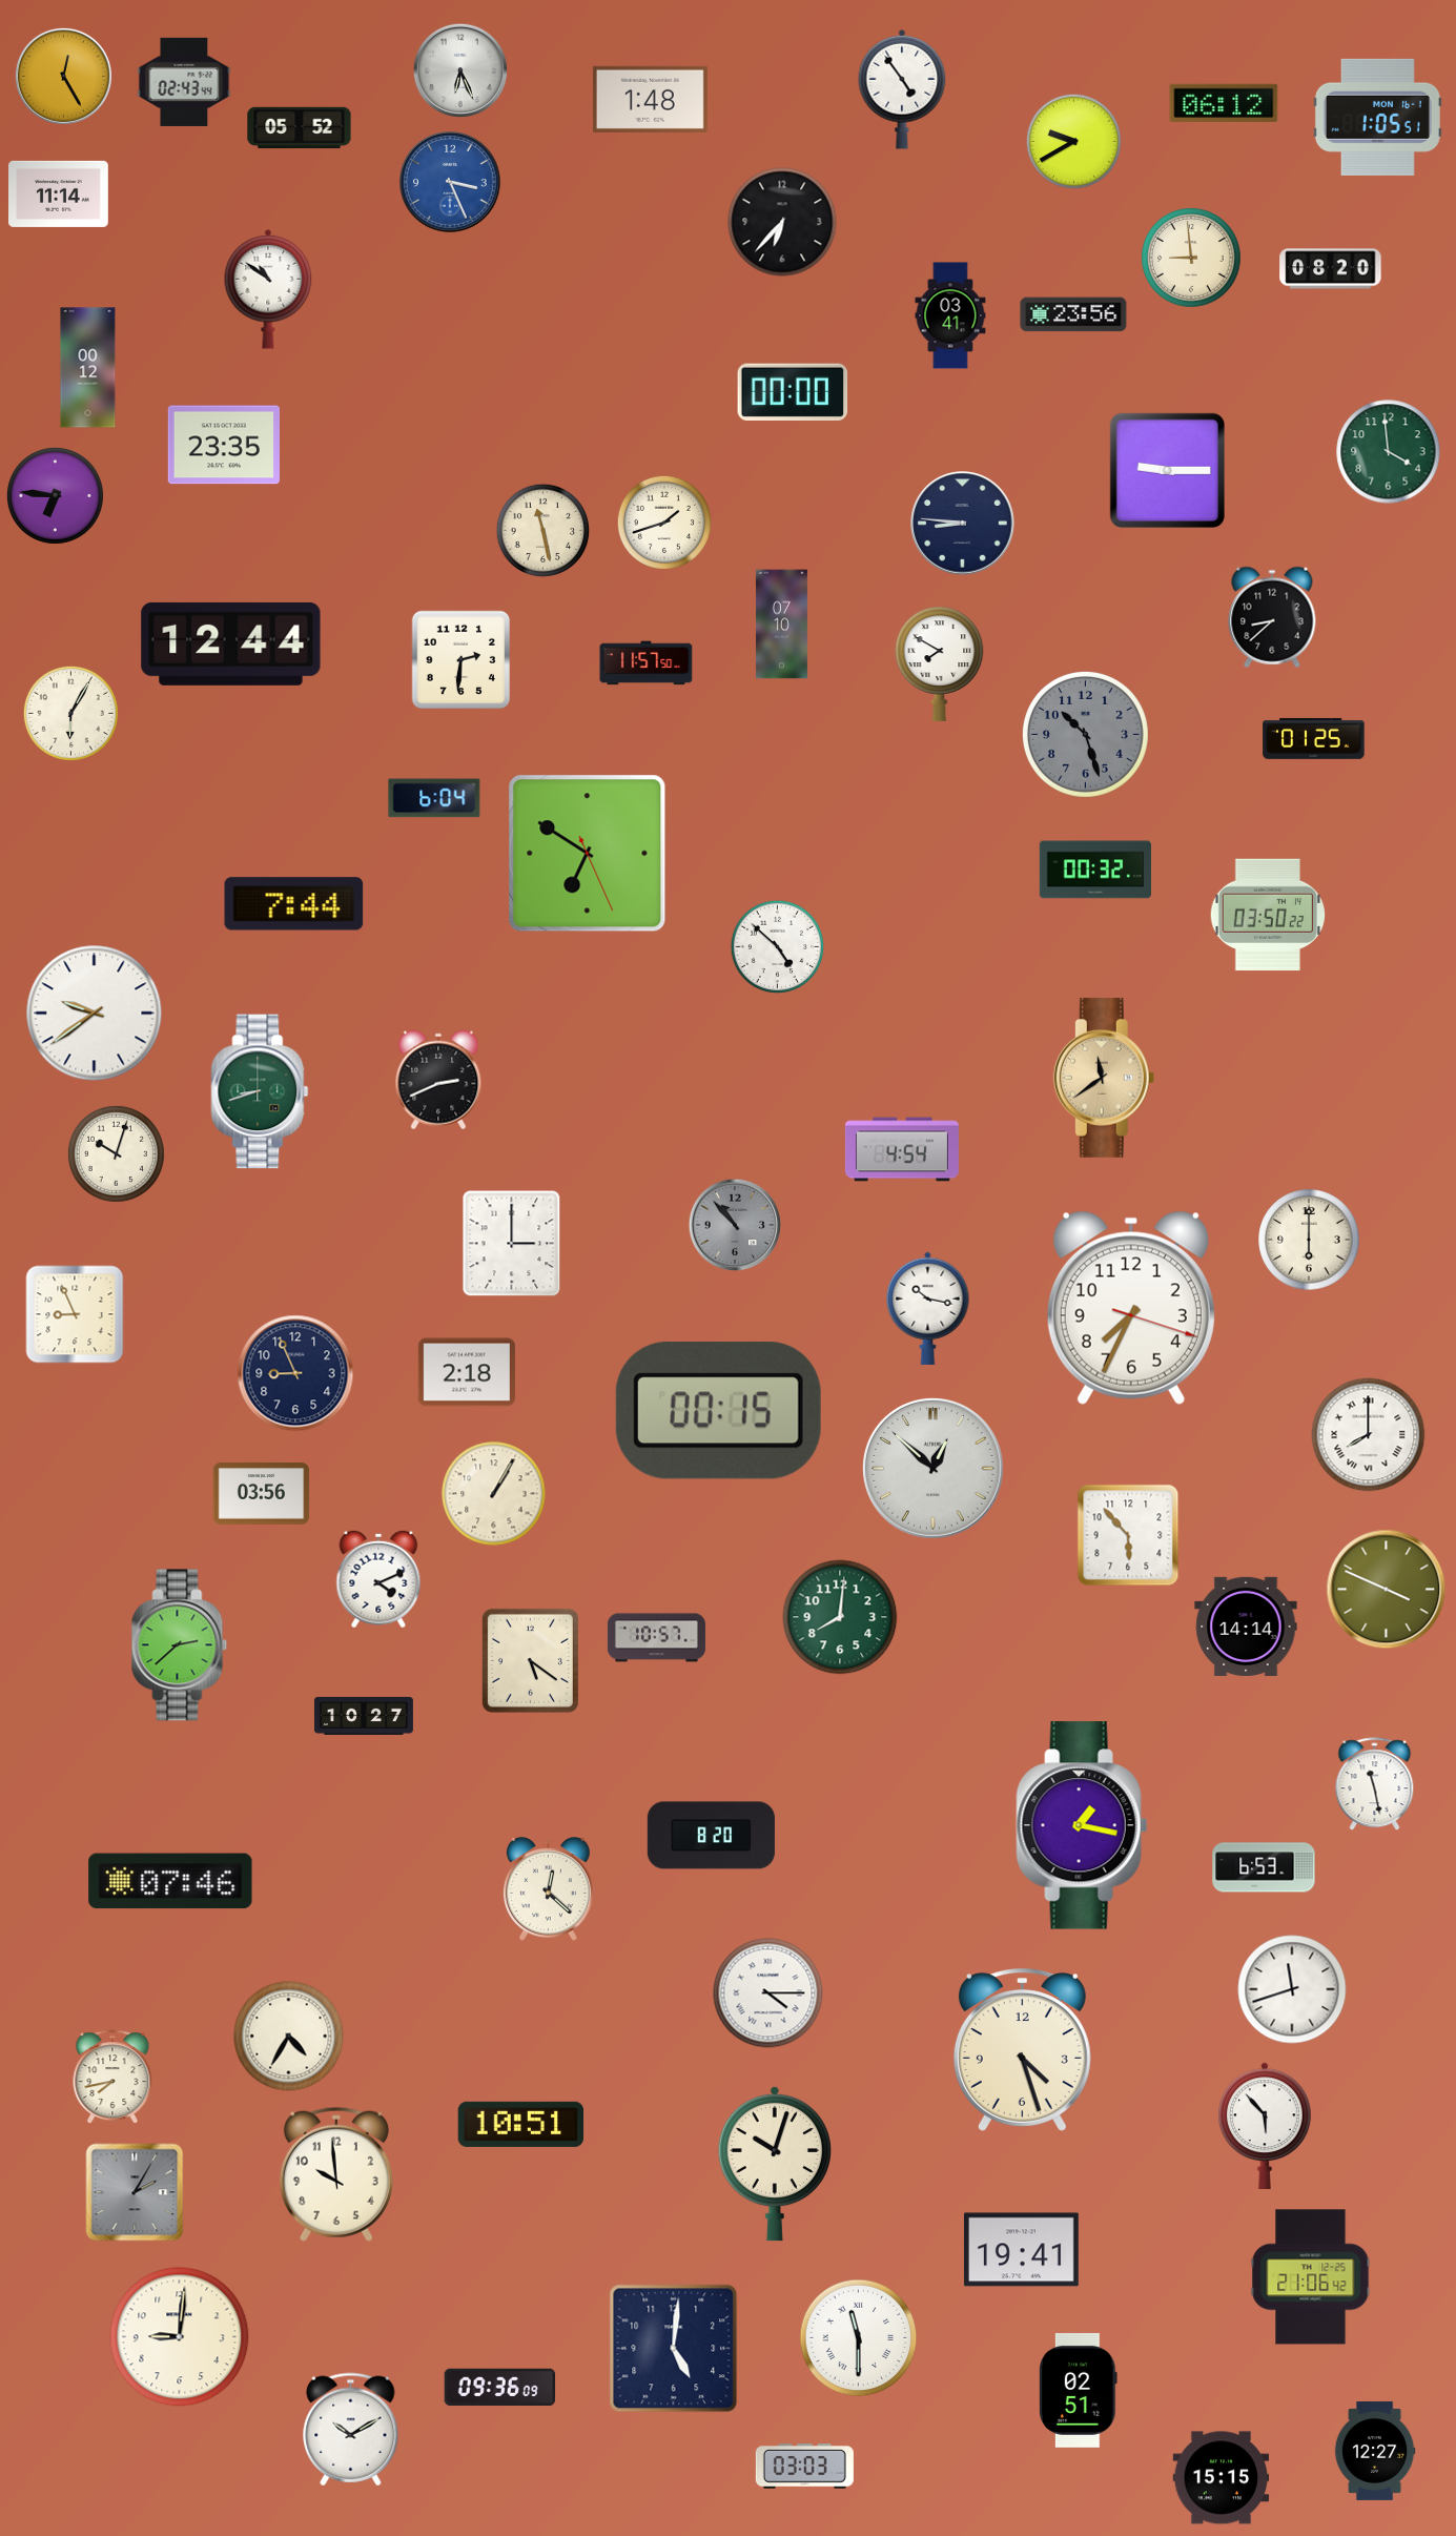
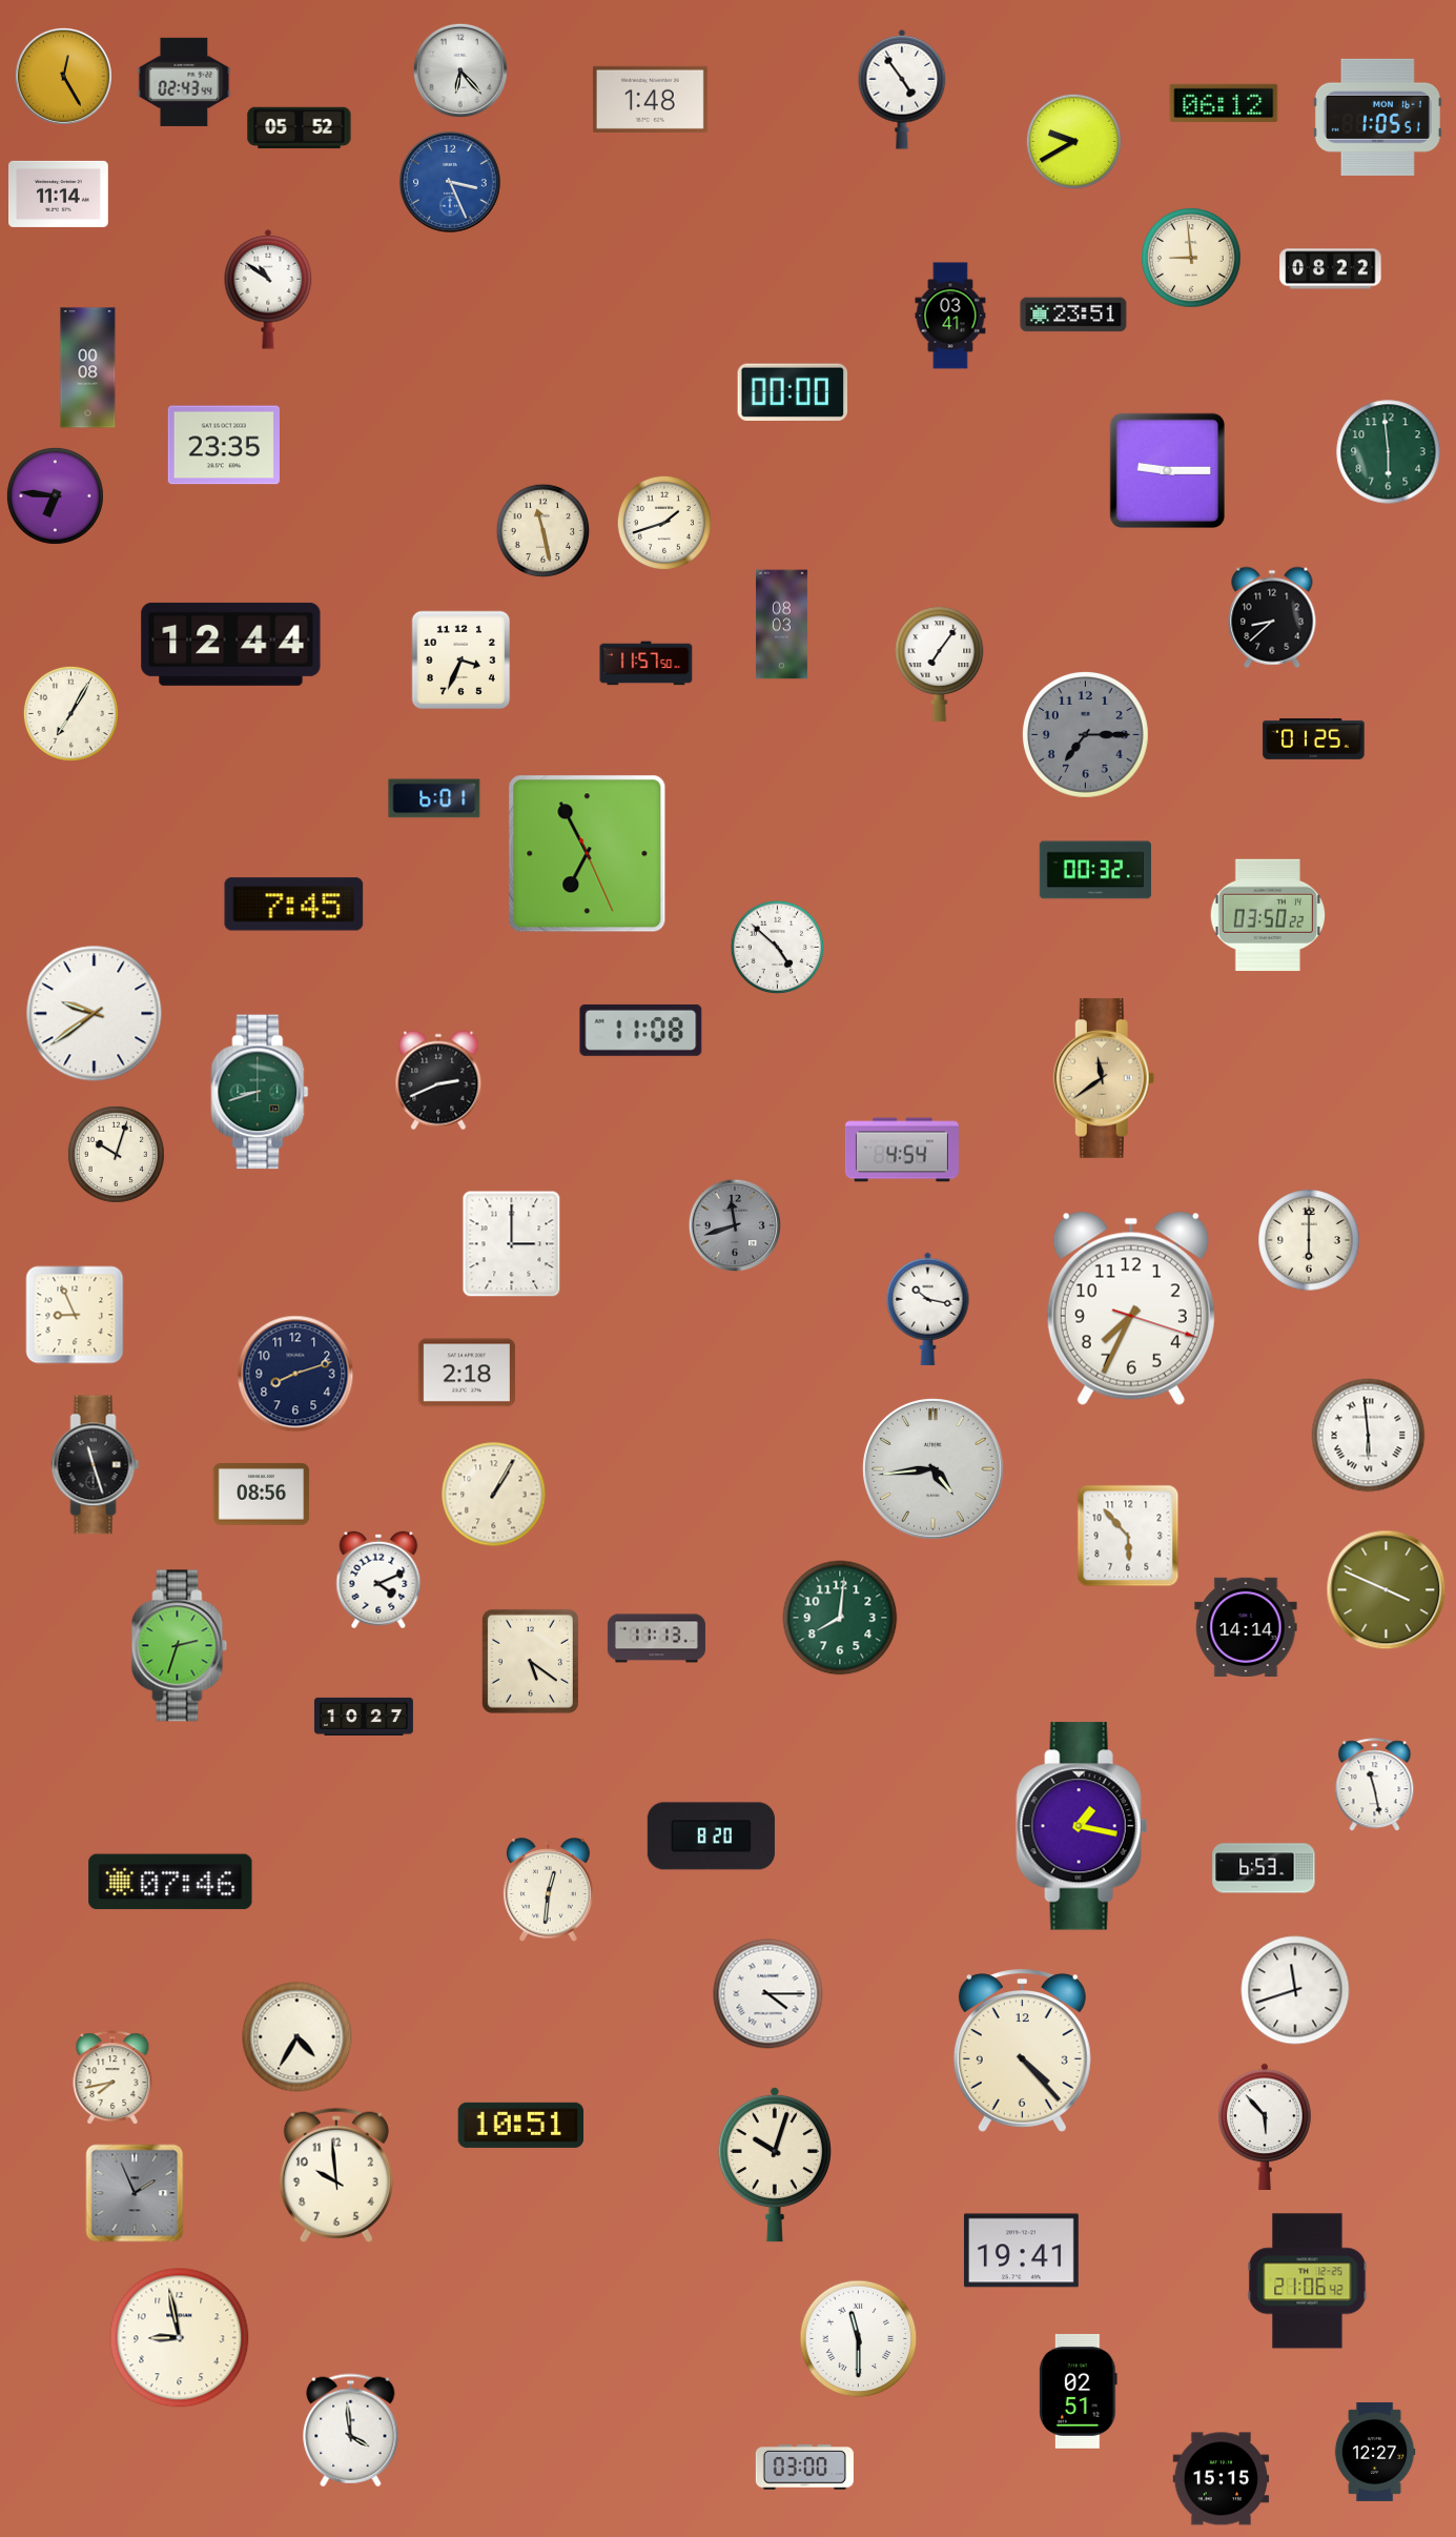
clock at (460, 70): 6:26 -> 6:23
clock at (782, 222): 6:37 -> none
clock at (1331, 269): 08:20 -> 08:22
clock at (1073, 314): 23:56 -> 23:51
clock at (88, 368): 00:12 -> 00:08
clock at (1389, 452): 3:59 -> 5:59
clock at (963, 524): 8:46 -> none
clock at (781, 625): 07:10 -> 08:03
clock at (462, 660): 2:31 -> 3:34
clock at (940, 663): 7:50 -> 7:06
clock at (70, 713): 6:05 -> 7:05
clock at (1085, 734): 10:27 -> 7:15
clock at (434, 798): 6:04 -> 6:01
clock at (588, 854): 6:50 -> 6:55
clock at (294, 904): 7:44 -> 7:45
clock at (641, 1030): none -> 11:08
clock at (735, 1225): 10:53 -> 11:42
clock at (295, 1373): 8:56 -> 8:12
clock at (718, 1411): 00:15 -> none
clock at (1369, 1435): 8:00 -> 5:59
clock at (96, 1465): none -> 11:27
clock at (934, 1469): 12:52 -> 4:44
clock at (262, 1494): 03:56 -> 08:56
clock at (656, 1638): 10:57 -> 11:13
clock at (180, 1645): 2:38 -> 2:33
clock at (548, 1889): 12:22 -> 12:31
clock at (1292, 1989) position: (1292, 1989) -> (1295, 1990)
clock at (289, 2037) position: (289, 2037) -> (298, 2037)
clock at (1022, 2050): 4:27 -> 4:23
clock at (135, 2192): 2:05 -> 1:56
clock at (1311, 2277) position: (1311, 2277) -> (1308, 2281)
clock at (180, 2337): 9:01 -> 8:58
clock at (674, 2349): 5:01 -> none
clock at (500, 2388): 09:36 -> none
clock at (351, 2430): 10:10 -> 3:59
clock at (804, 2467): 03:03 -> 03:00
